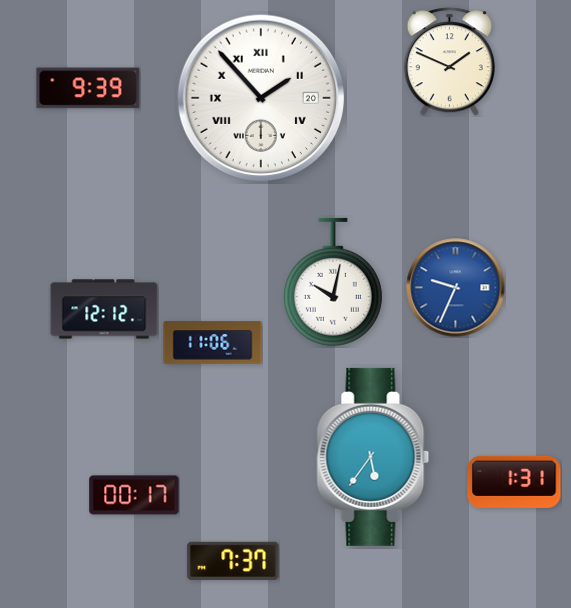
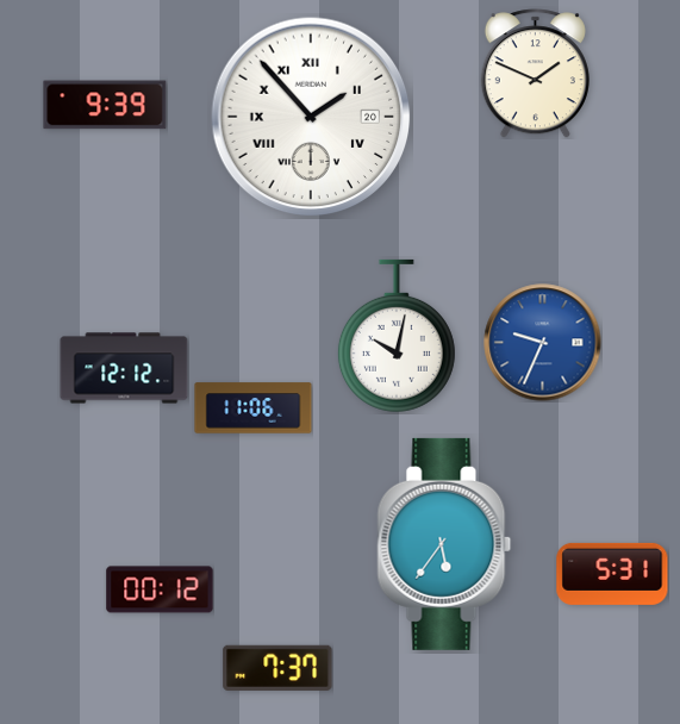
clock at (514, 482): 1:31 -> 5:31
clock at (134, 495): 00:17 -> 00:12
